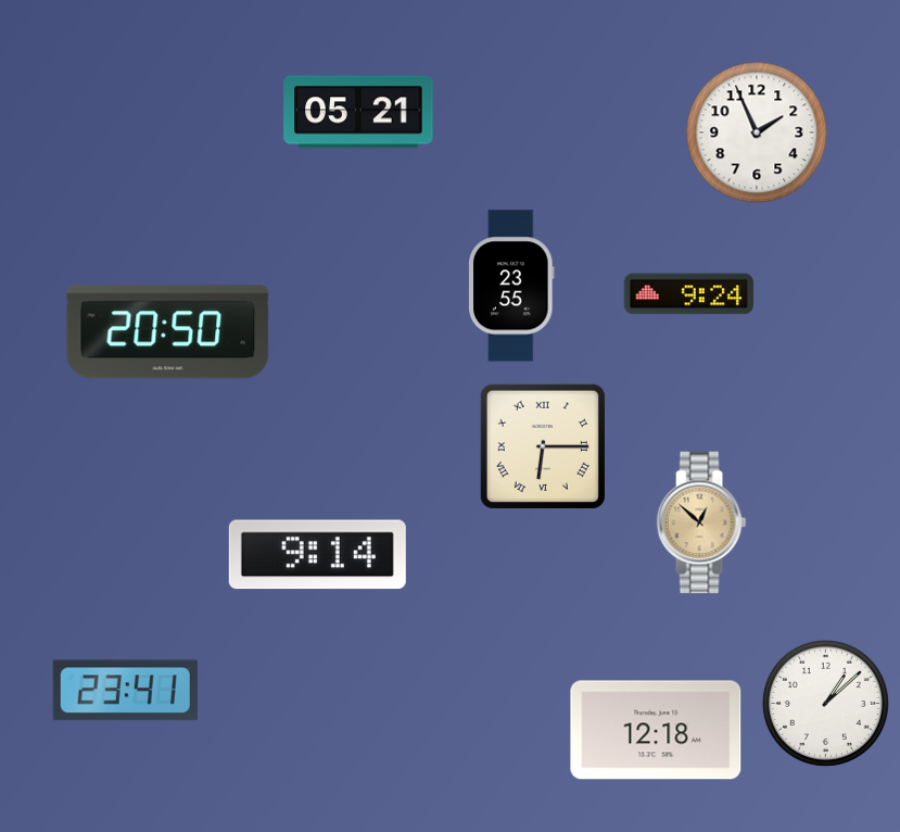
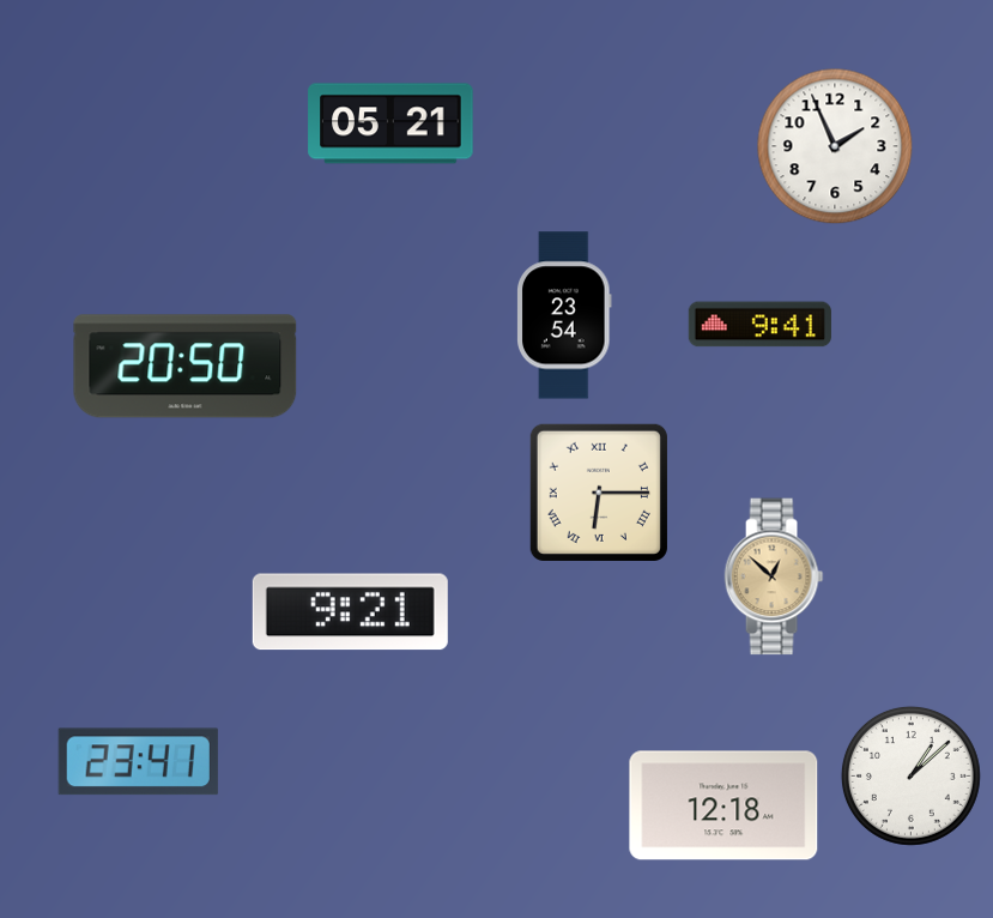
clock at (358, 112) position: (358, 112) -> (390, 123)
clock at (511, 286): 23:55 -> 23:54
clock at (688, 294): 9:24 -> 9:41
clock at (317, 555): 9:14 -> 9:21
